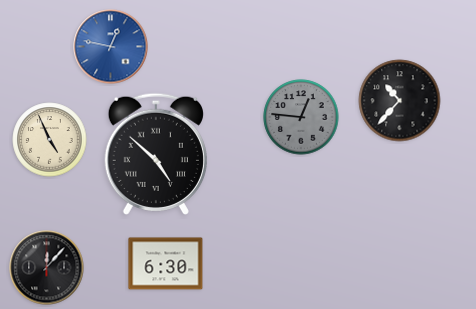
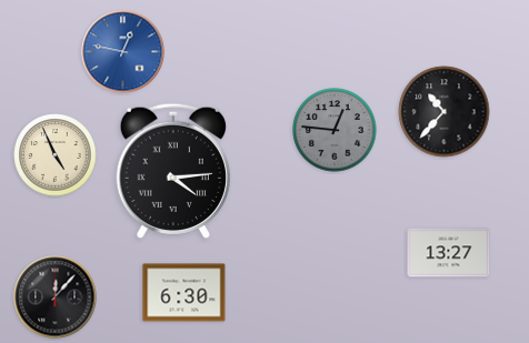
clock at (156, 153): 4:52 -> 4:14
clock at (449, 253): none -> 13:27
clock at (47, 268) position: (47, 268) -> (56, 297)
